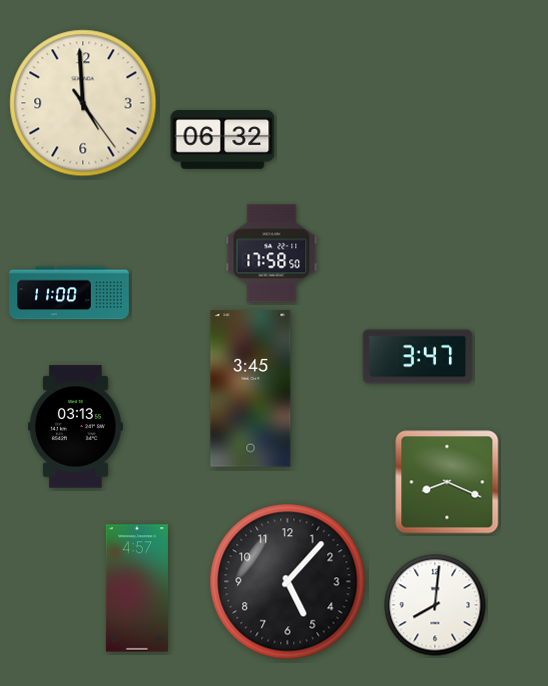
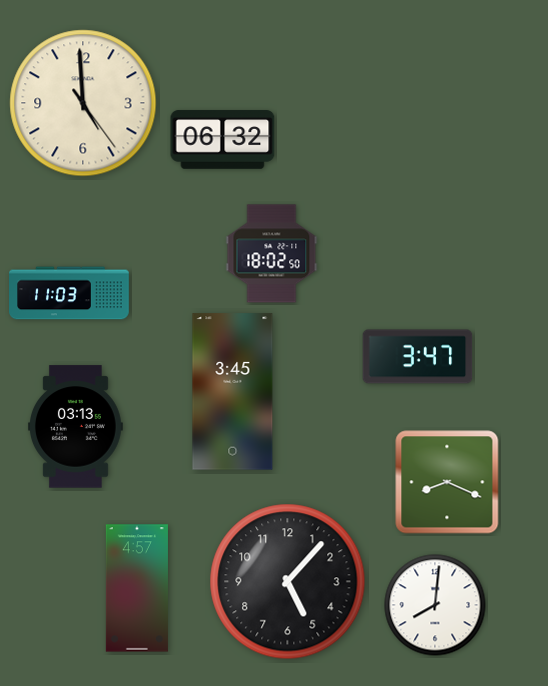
clock at (272, 254): 17:58 -> 18:02
clock at (69, 293): 11:00 -> 11:03
clock at (251, 389) position: (251, 389) -> (233, 392)
